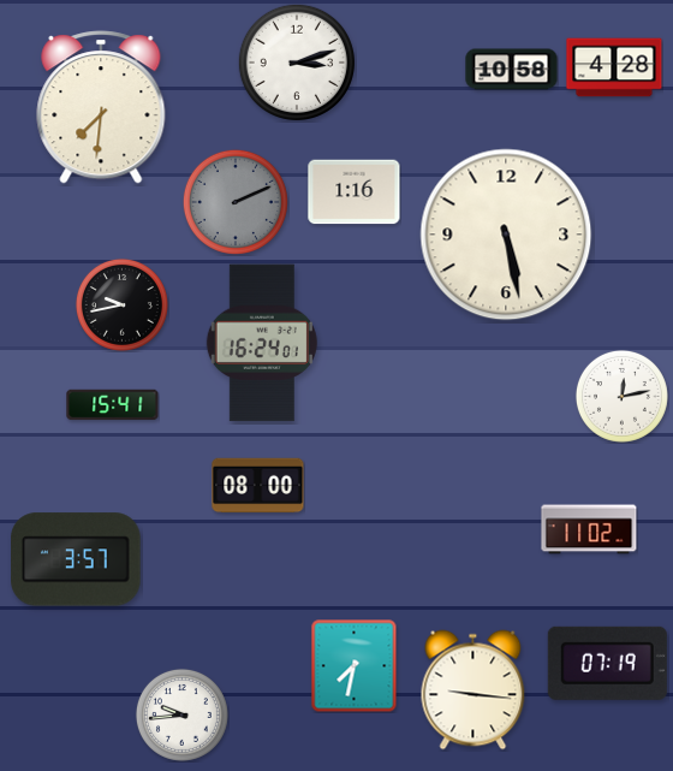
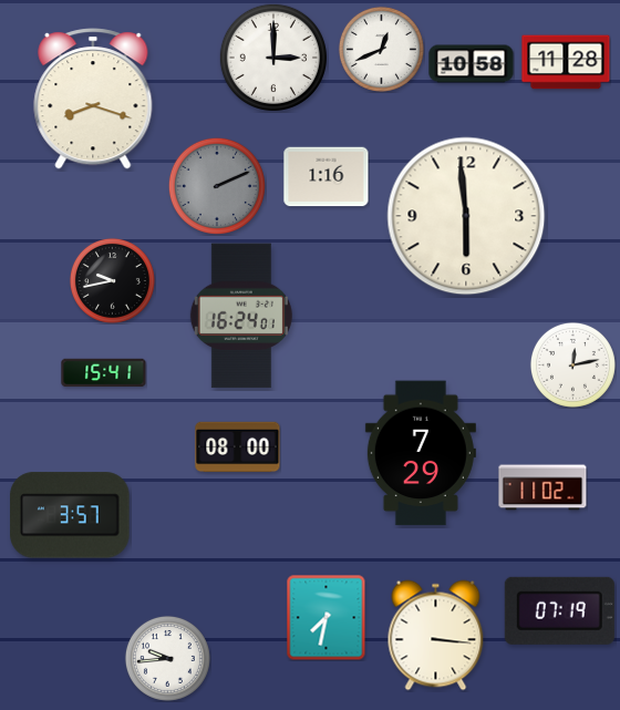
clock at (381, 49): none -> 12:41
clock at (296, 61): 3:12 -> 3:00
clock at (614, 67): 4:28 -> 11:28
clock at (101, 107): 7:31 -> 8:18
clock at (506, 235): 5:28 -> 5:59
clock at (421, 453): none -> 7:29
clock at (355, 665) position: (355, 665) -> (327, 617)
clock at (474, 690): 9:16 -> 3:16
